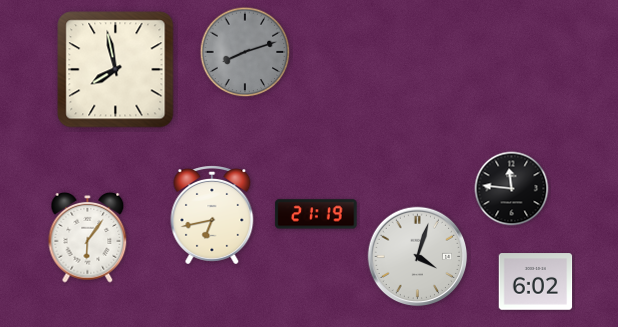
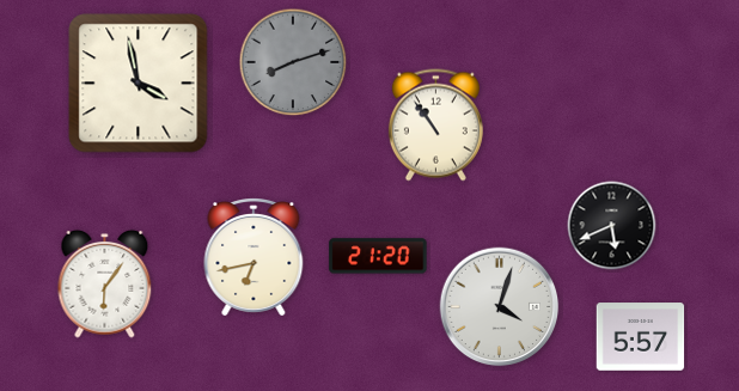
clock at (116, 70): 7:58 -> 3:58
clock at (435, 126): none -> 10:54
clock at (512, 189): 11:46 -> 5:41
clock at (316, 214): 21:19 -> 21:20
clock at (536, 282): 6:02 -> 5:57
